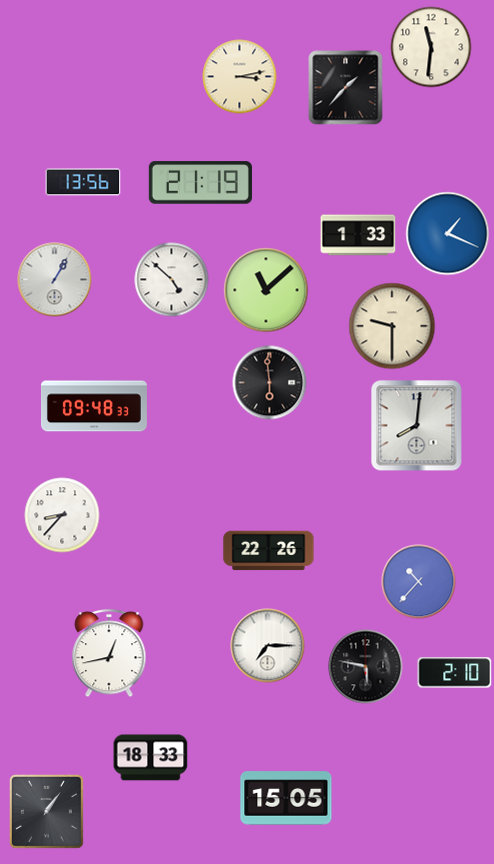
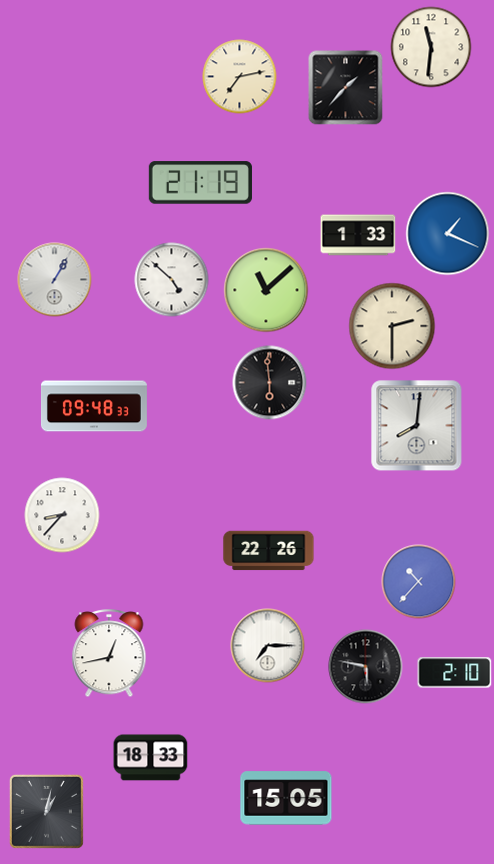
clock at (240, 77): 3:13 -> 7:13
clock at (83, 182): 13:56 -> none
clock at (392, 326): 9:30 -> 2:30
clock at (46, 811): 1:06 -> 1:02
